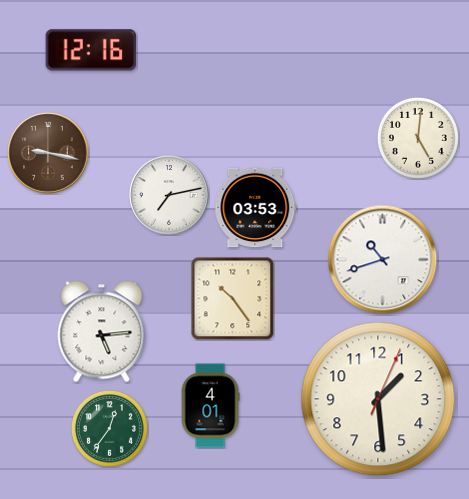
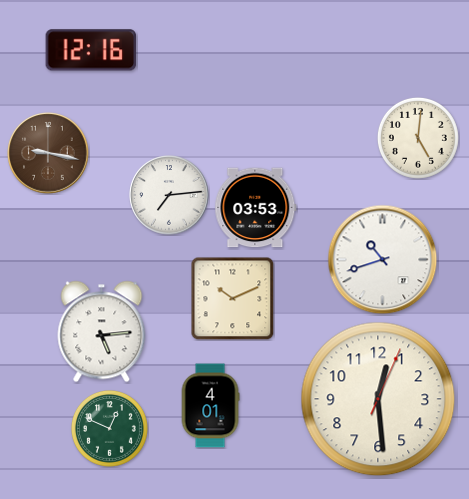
clock at (169, 195): 7:13 -> 7:14
clock at (232, 298): 10:24 -> 10:11
clock at (378, 399): 1:29 -> 12:29
clock at (110, 429): 12:36 -> 12:49
